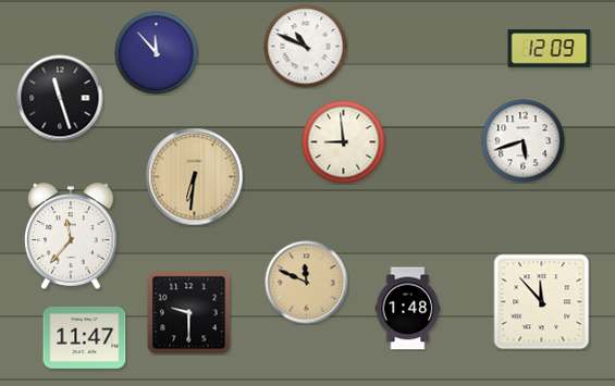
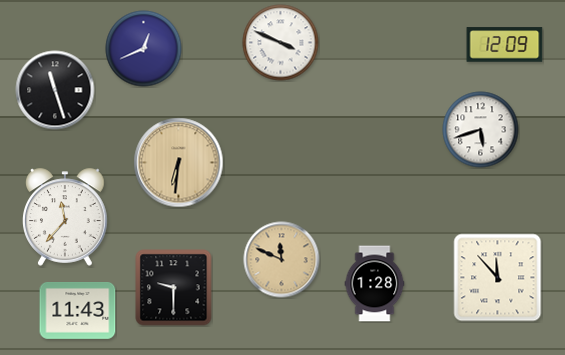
clock at (306, 47): 10:49 -> 3:49
clock at (157, 53): 11:53 -> 12:41
clock at (344, 142): 8:59 -> none
clock at (408, 309): 1:48 -> 1:28
clock at (85, 338): 11:47 -> 11:43
